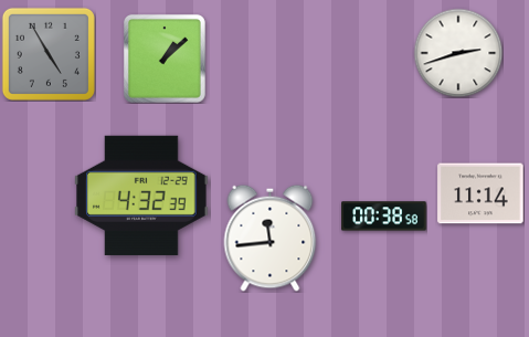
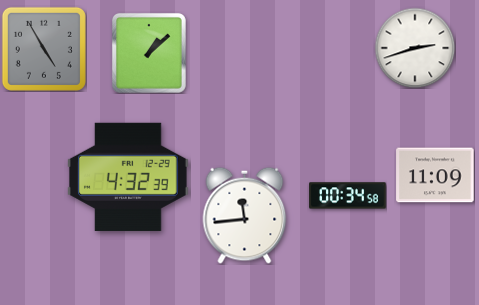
clock at (480, 193): 11:14 -> 11:09
clock at (384, 217): 00:38 -> 00:34
